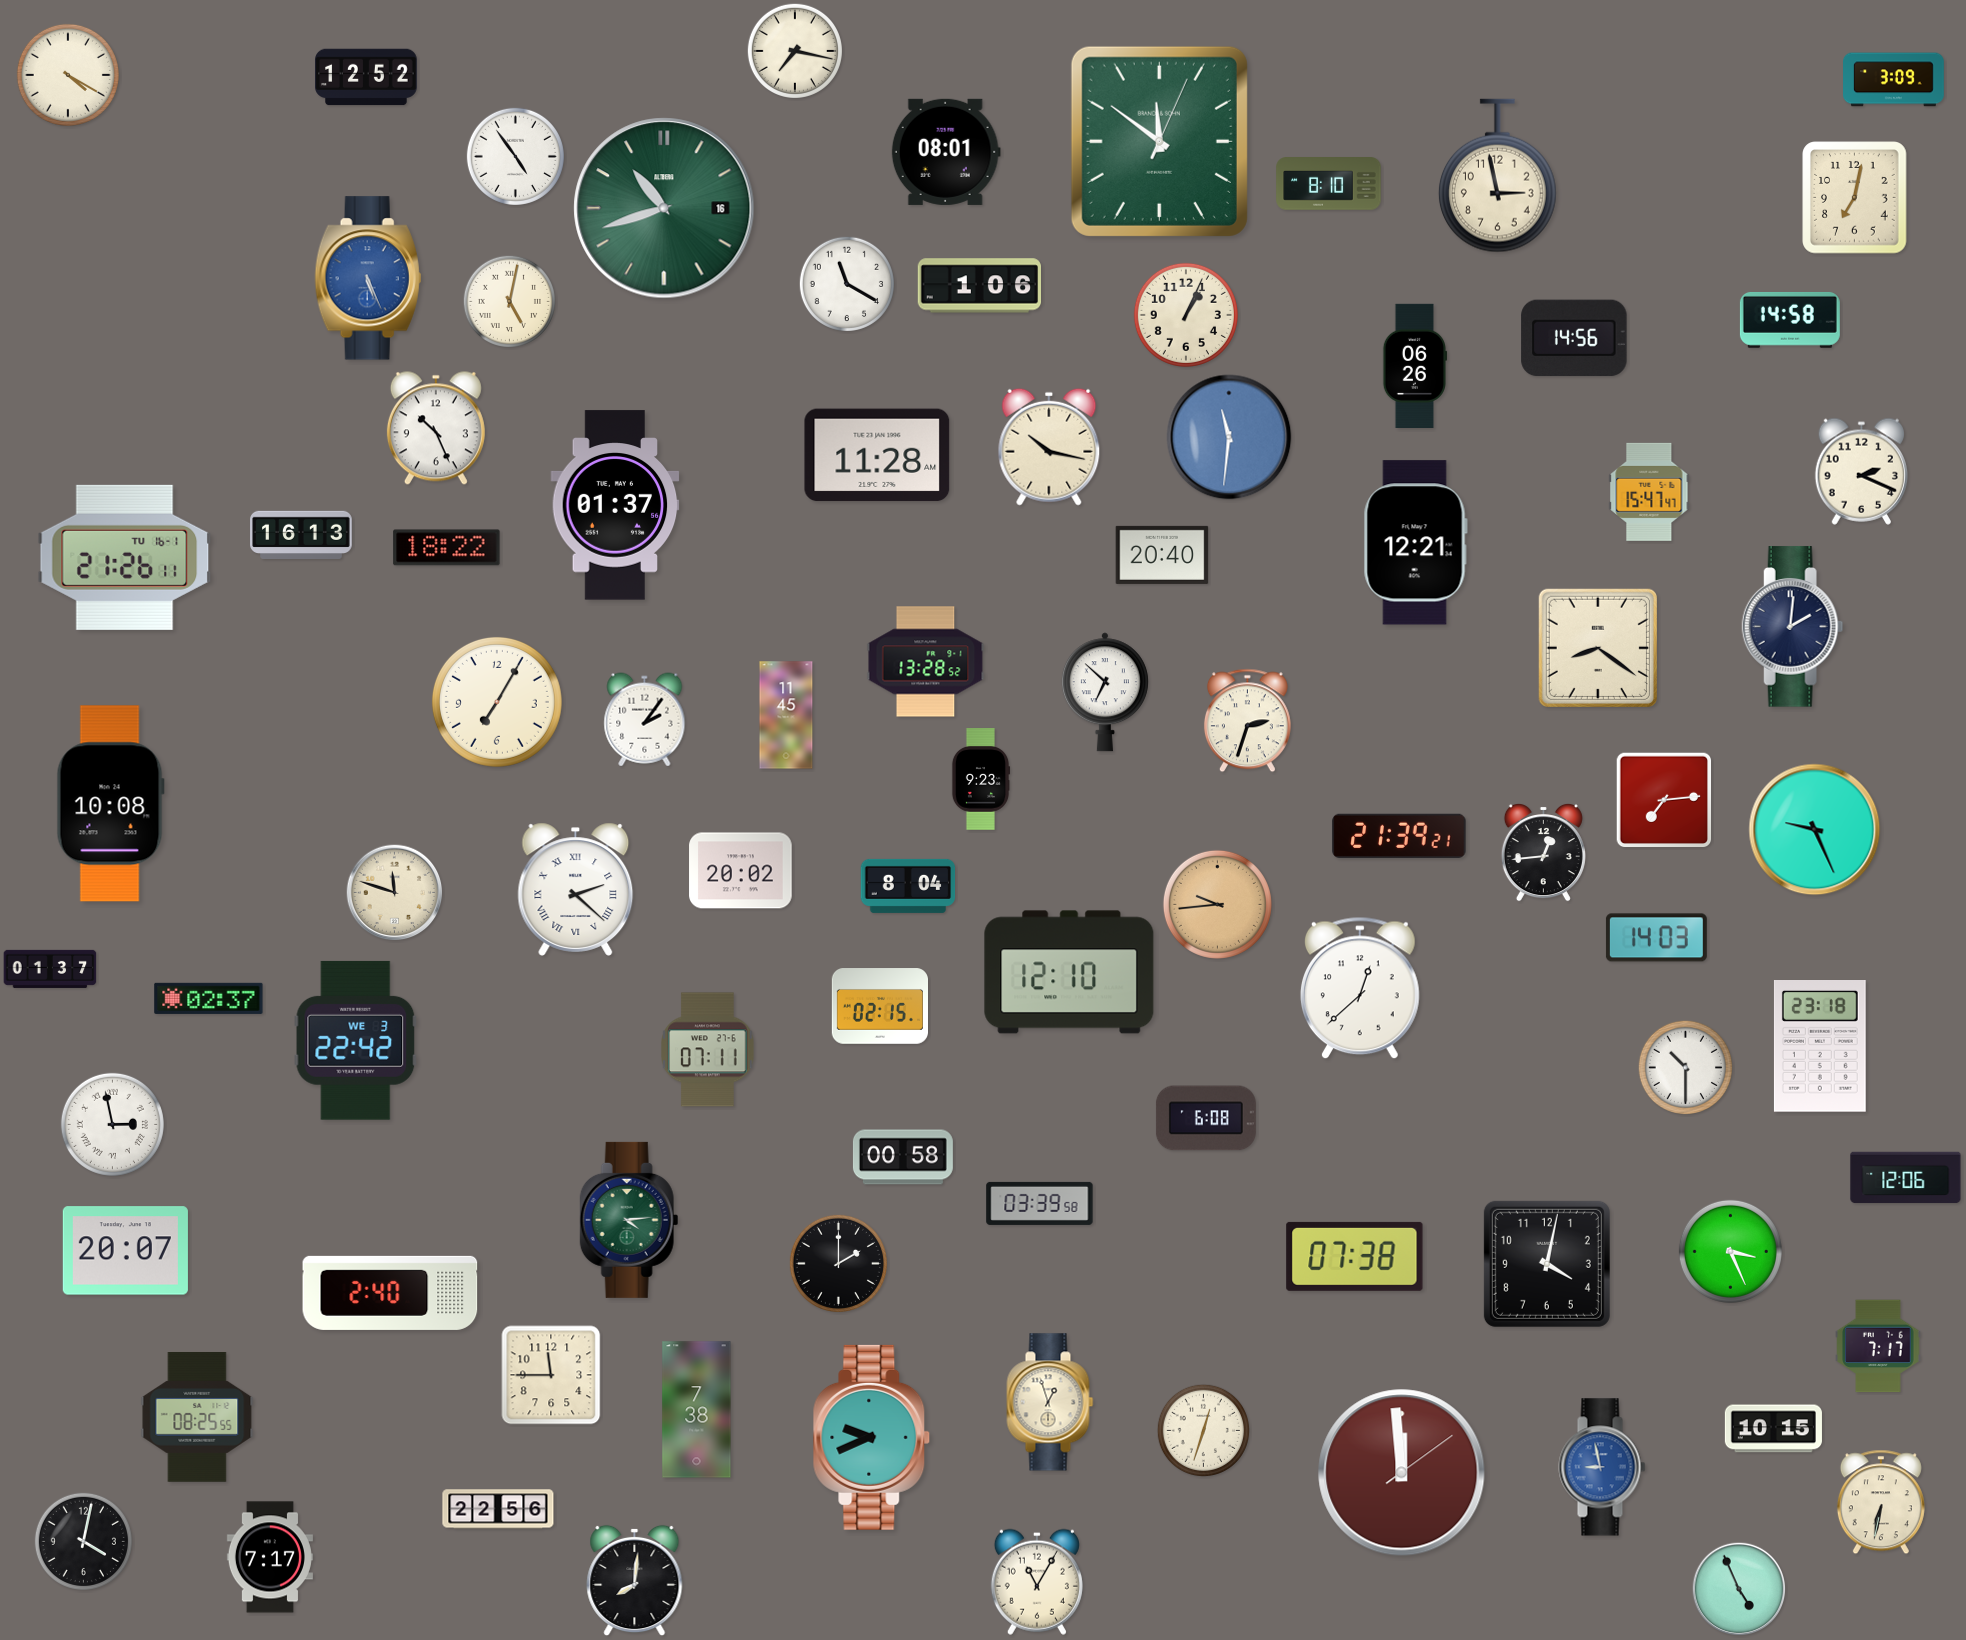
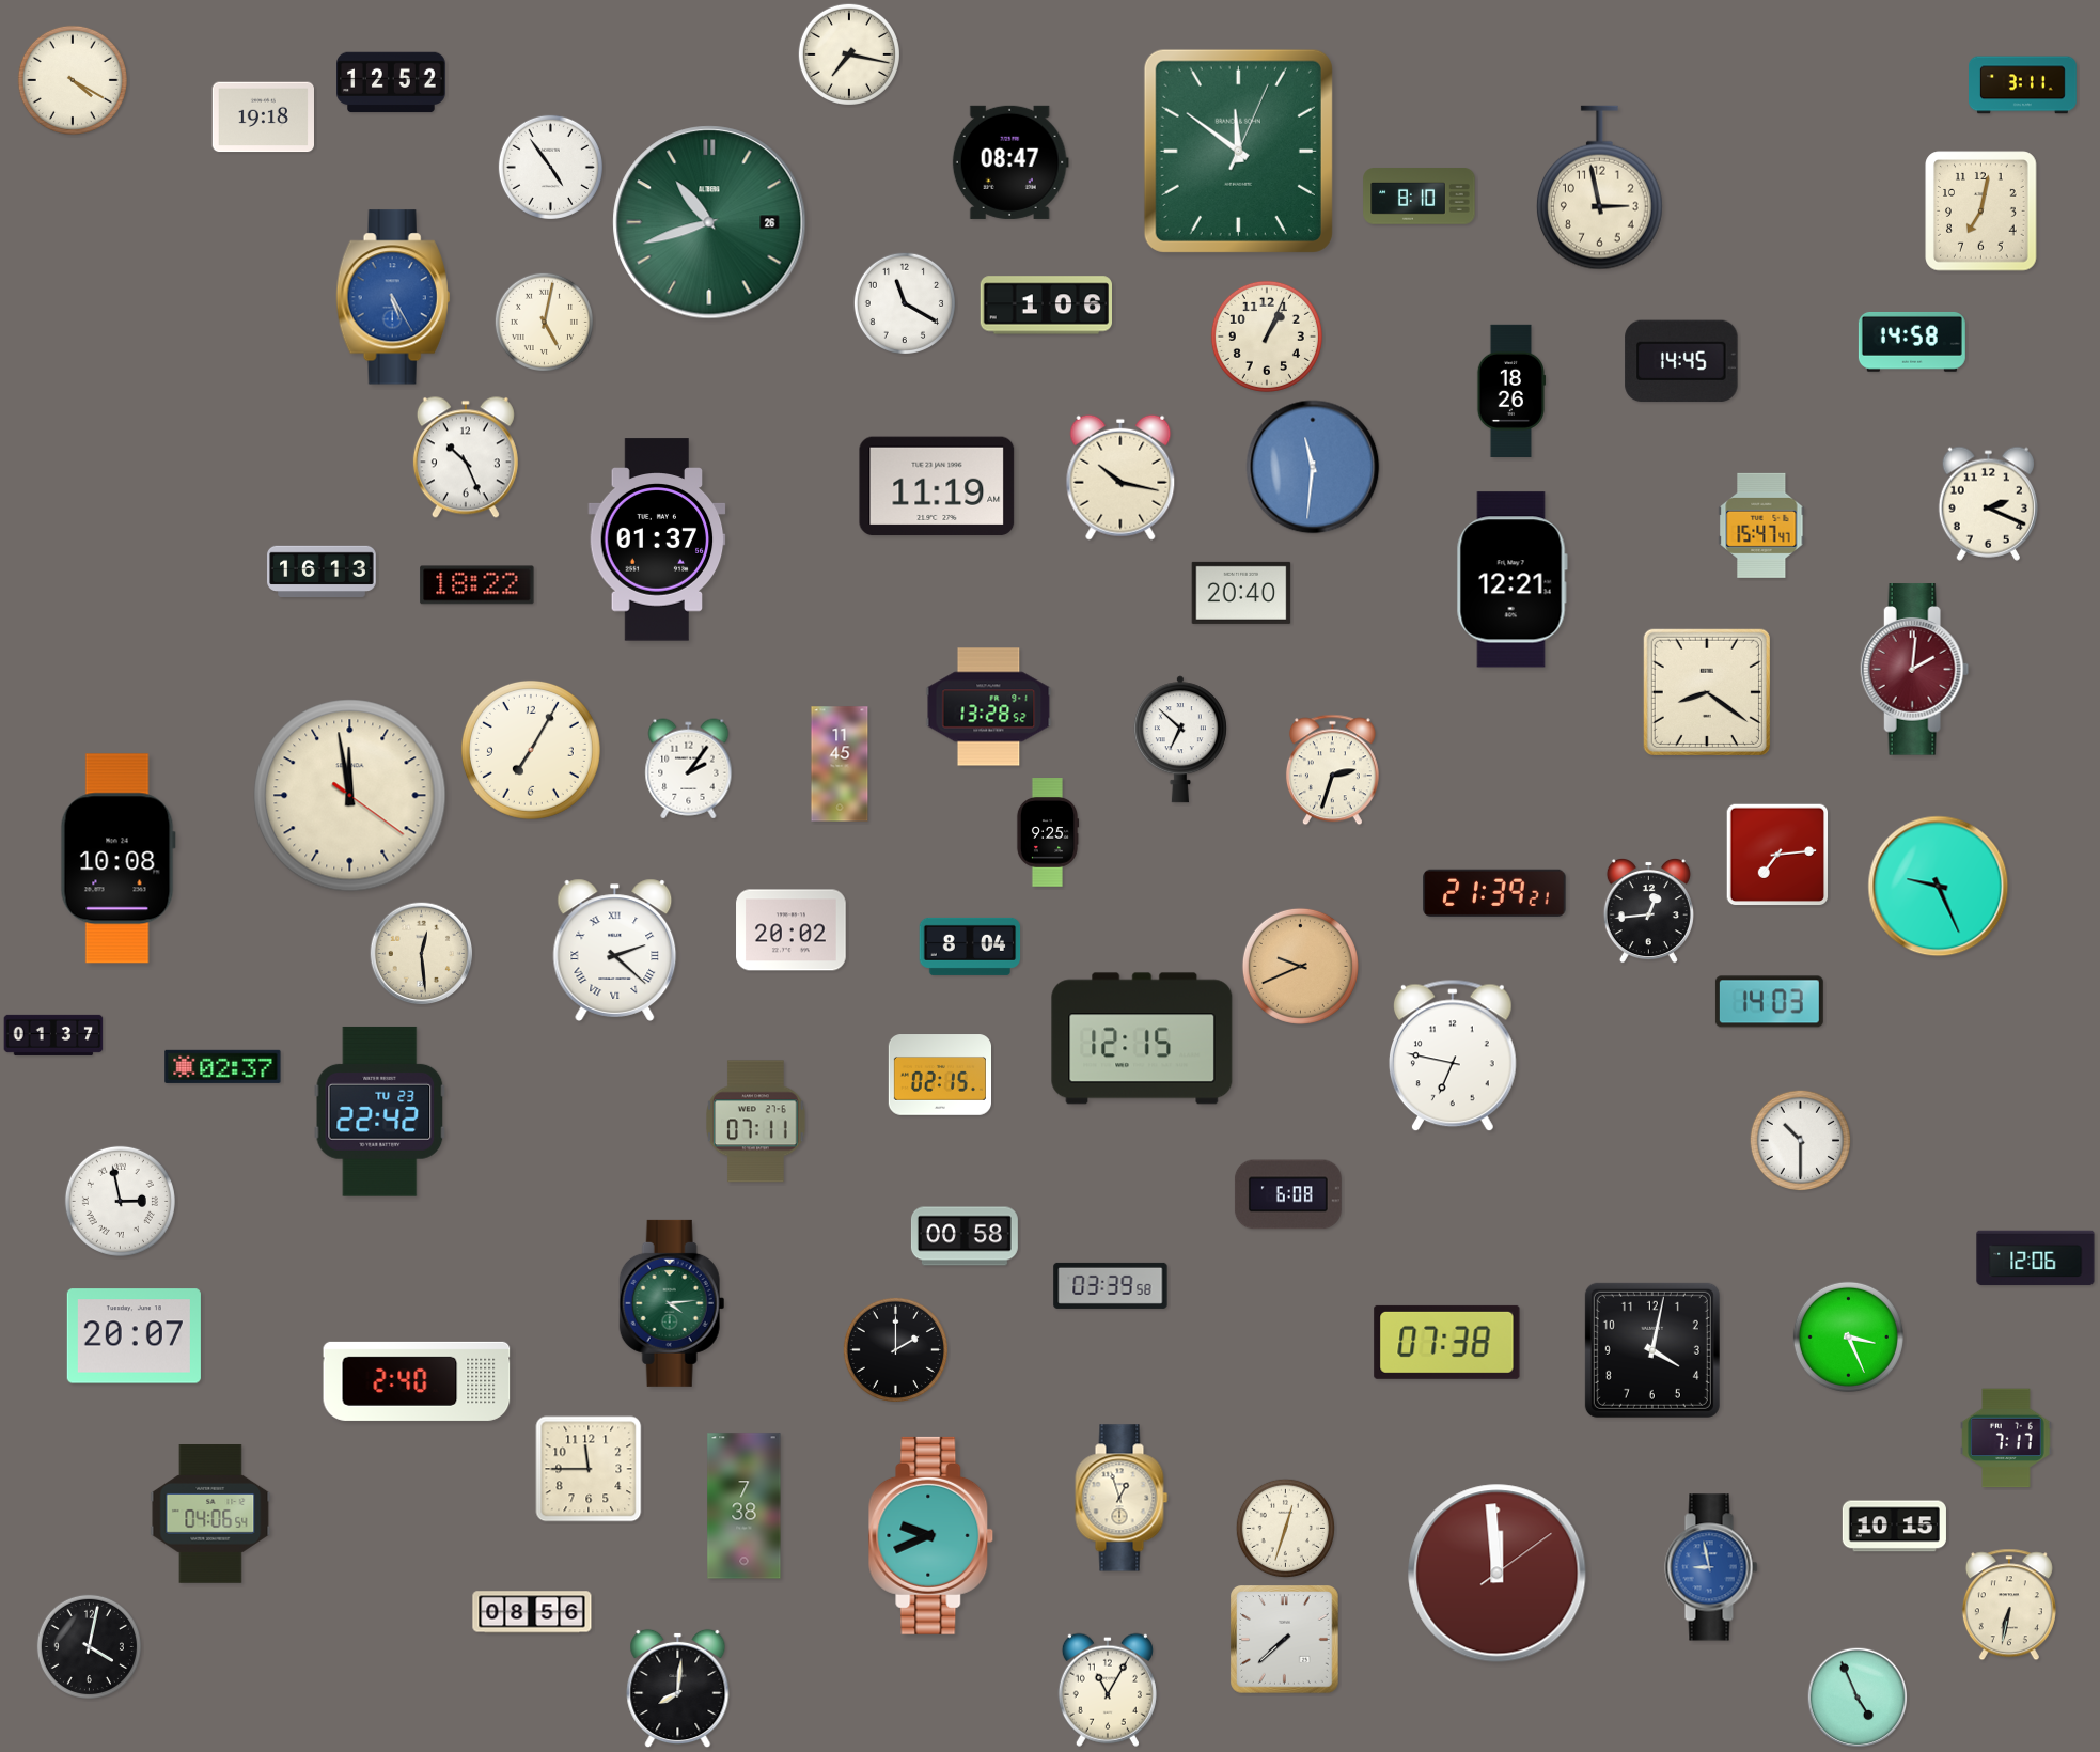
clock at (1894, 80): 3:09 -> 3:11
clock at (263, 118): none -> 19:18
clock at (946, 152): 08:01 -> 08:47
clock at (664, 208) date: 16 -> 26
clock at (368, 278): 5:26 -> 5:25
clock at (1574, 338): 14:56 -> 14:45
clock at (1415, 365): 06:26 -> 18:26
clock at (877, 455): 11:28 -> 11:19
clock at (125, 557): 21:26 -> none
clock at (1793, 627) dial: navy -> burgundy
clock at (350, 796): none -> 11:58
clock at (981, 779): 9:23 -> 9:25
clock at (395, 893): 11:48 -> 12:29
clock at (1217, 904): 9:44 -> 9:41
clock at (1069, 972): 12:10 -> 12:15
clock at (1360, 988): 12:38 -> 6:47
clock at (356, 1040) date: WE 3 -> TU 23
clock at (1820, 1047): 23:18 -> none
clock at (197, 1418): 08:25 -> 04:06
clock at (498, 1509): 22:56 -> 08:56
clock at (1285, 1640): none -> 7:38
clock at (270, 1557): 7:17 -> none
